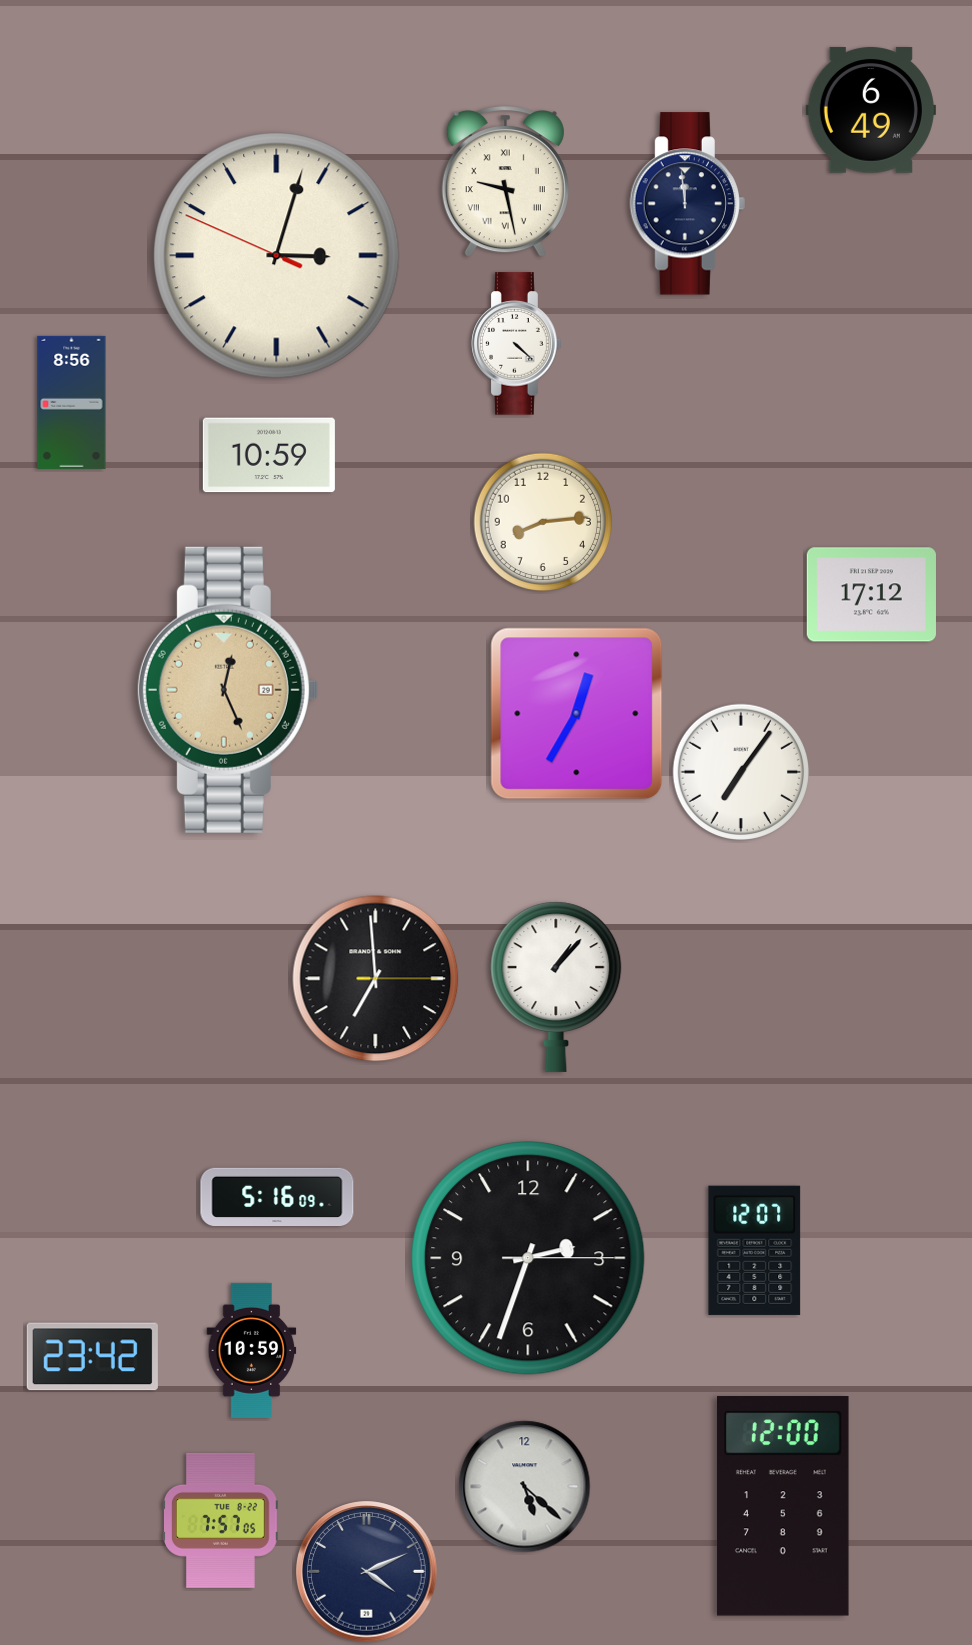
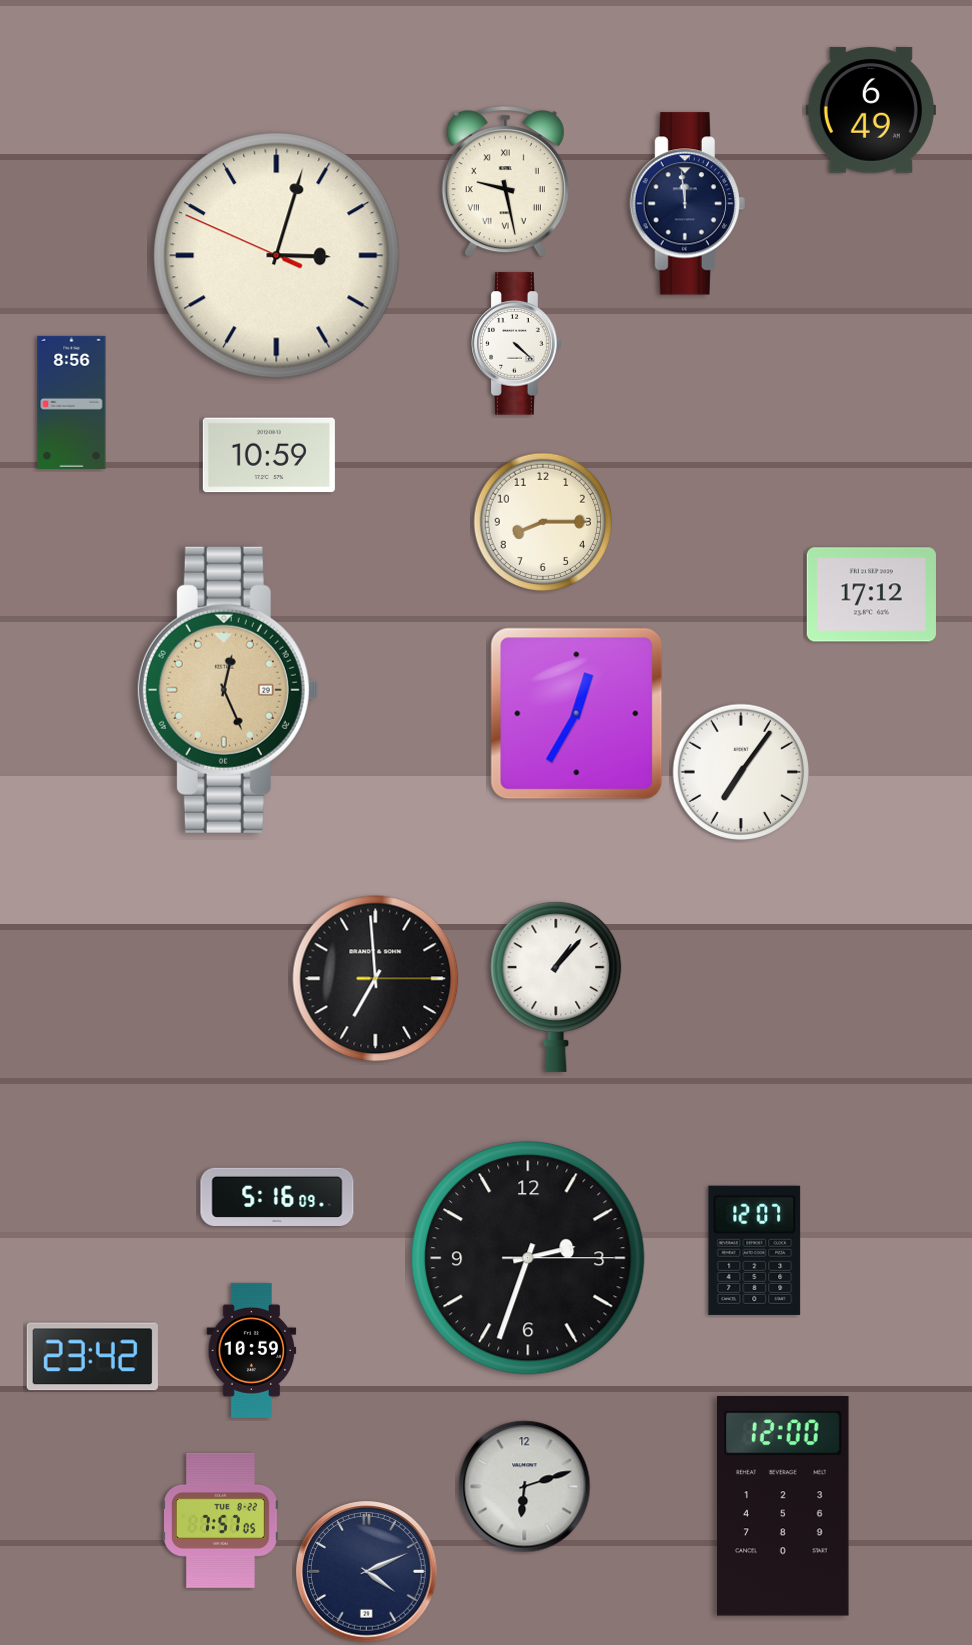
clock at (543, 522): 8:14 -> 8:15
clock at (525, 1487): 5:22 -> 6:12
